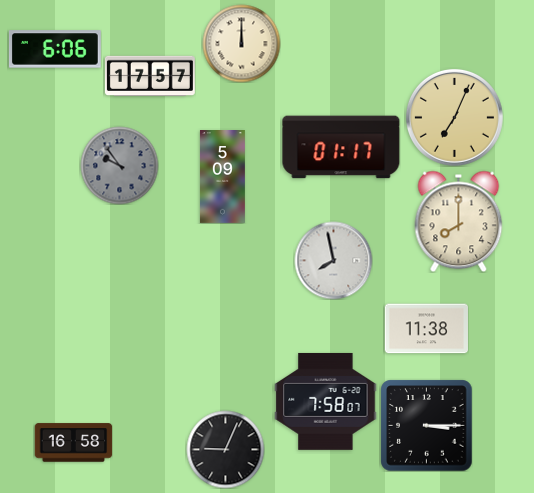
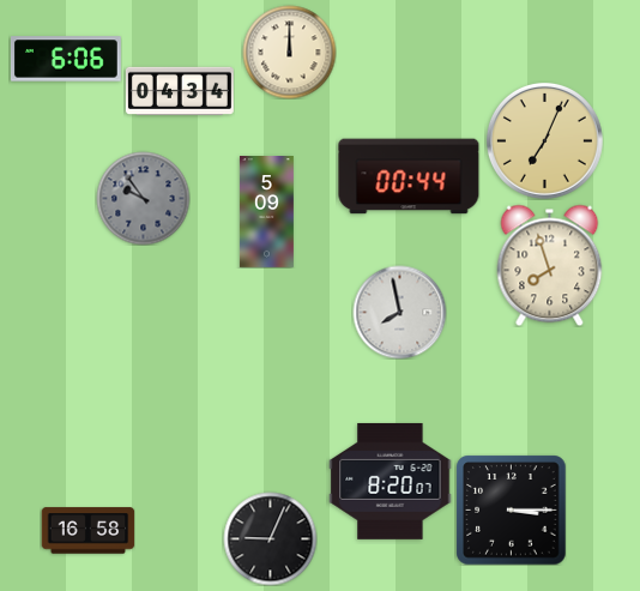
clock at (150, 75): 17:57 -> 04:34
clock at (341, 147): 01:17 -> 00:44
clock at (459, 221): 8:00 -> 7:57
clock at (426, 329): 11:38 -> none
clock at (326, 401): 7:58 -> 8:20
